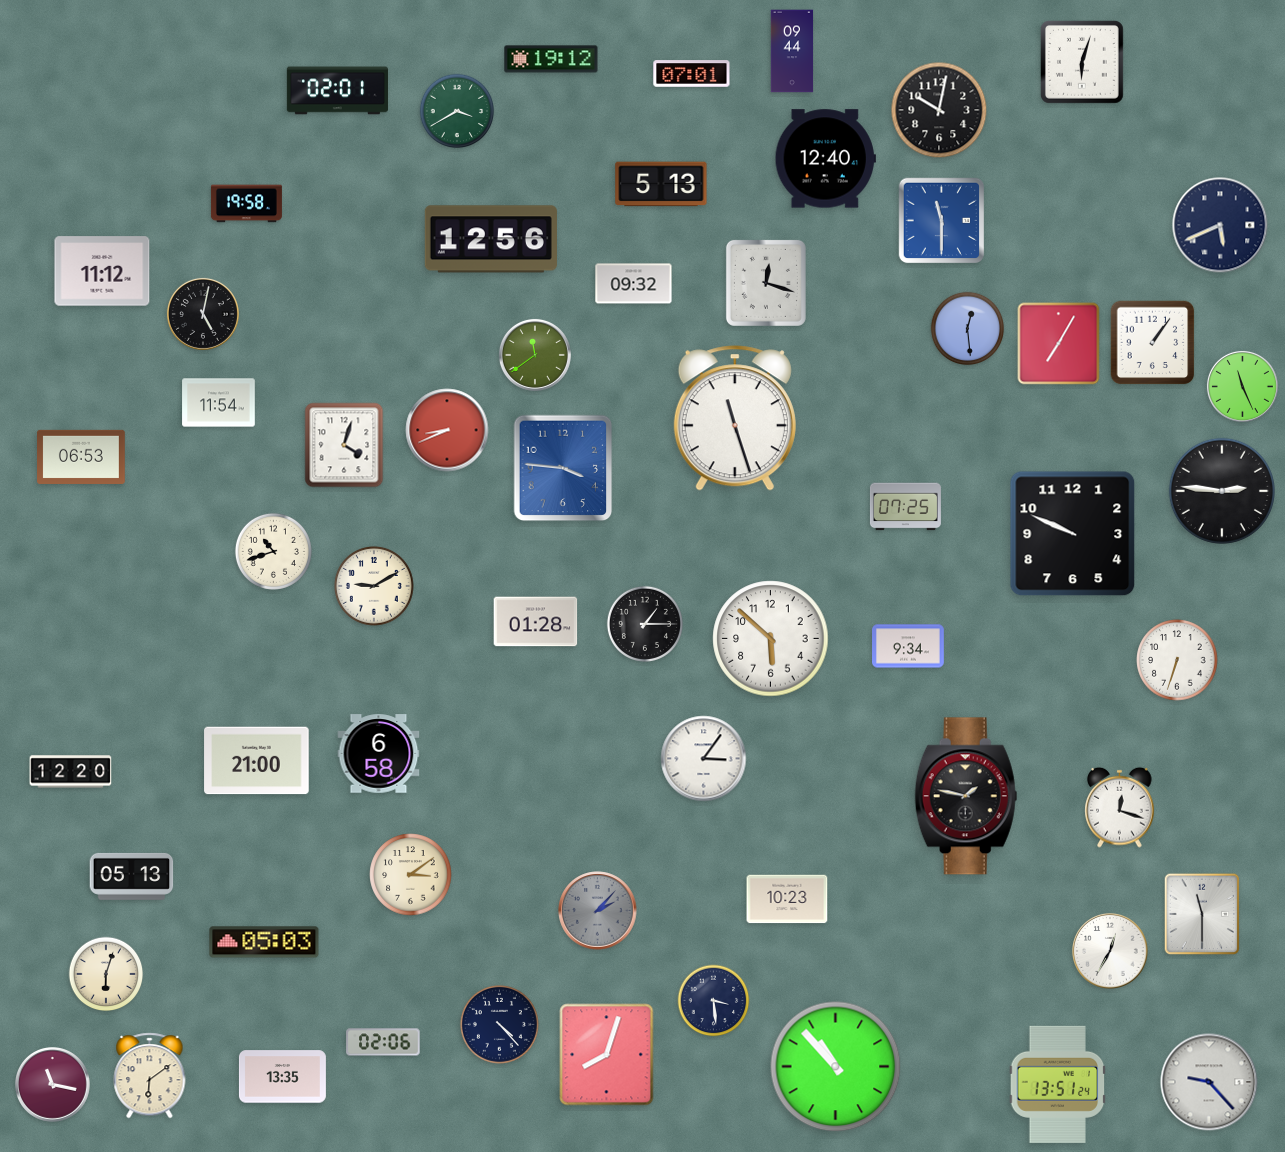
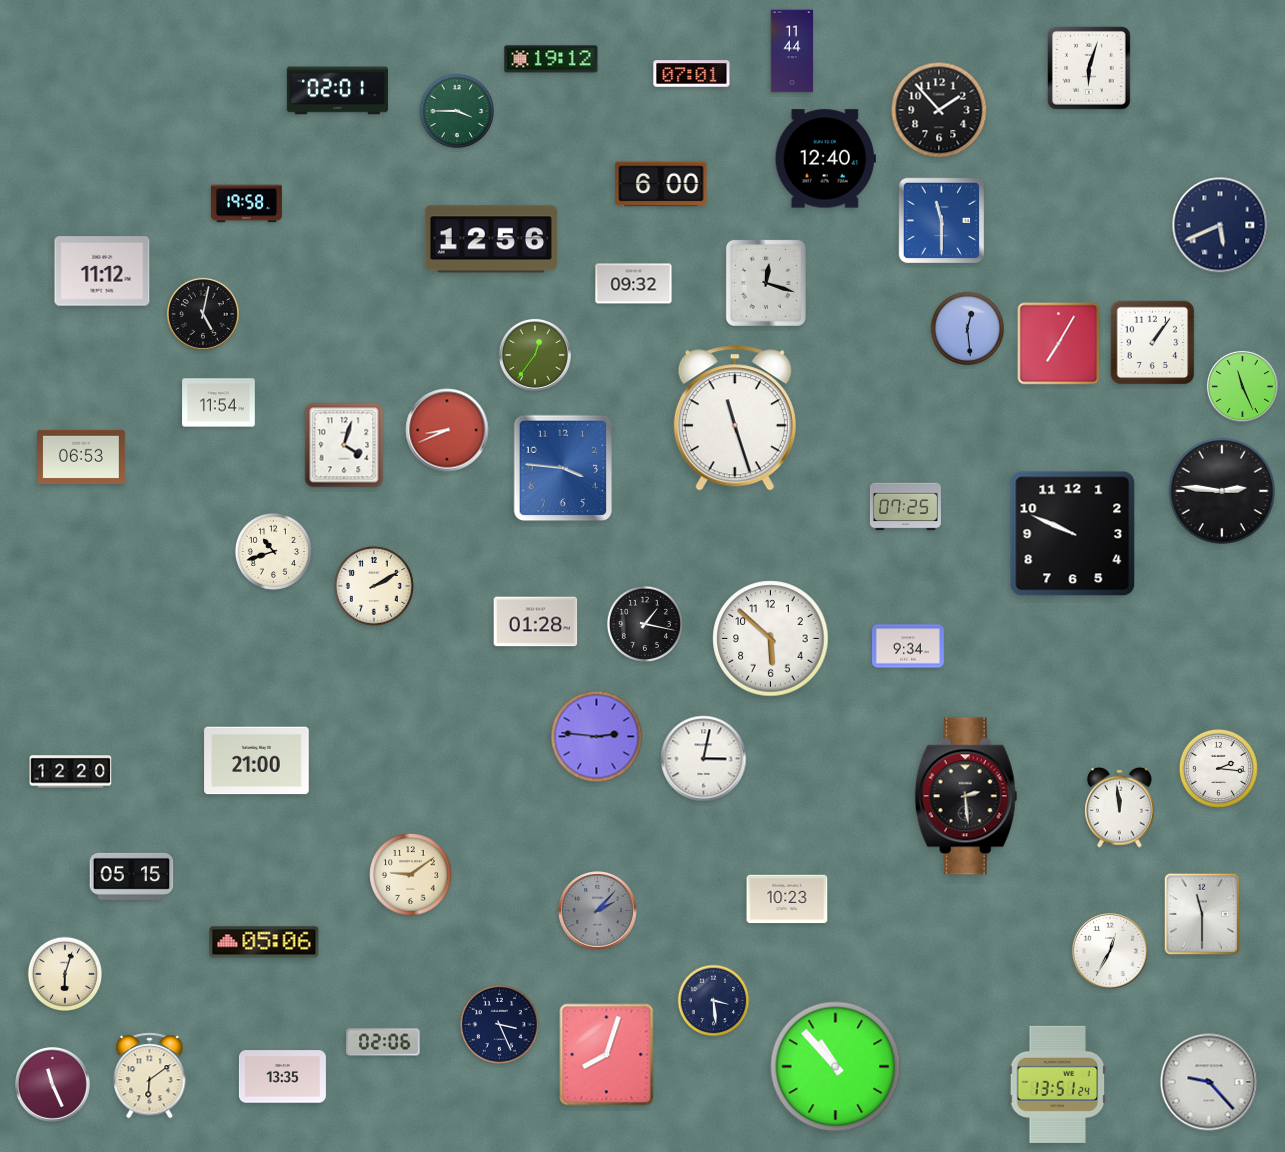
clock at (792, 51): 09:44 -> 11:44
clock at (1083, 63) position: (1083, 63) -> (1090, 69)
clock at (939, 110): 10:02 -> 1:53
clock at (457, 111): 3:40 -> 3:45
clock at (661, 184): 5:13 -> 6:00
clock at (535, 355): 11:39 -> 12:36
clock at (374, 586): 9:10 -> 2:10
clock at (645, 624): 1:15 -> 1:17
clock at (1177, 660): 6:33 -> none
clock at (597, 737): none -> 2:46
clock at (379, 754): 6:58 -> none
clock at (704, 759): 3:06 -> 3:02
clock at (1218, 768): none -> 2:16
clock at (966, 796): 1:47 -> 2:29
clock at (1120, 807): 12:18 -> 11:59
clock at (411, 875): 3:09 -> 9:09
clock at (132, 876): 05:13 -> 05:15
clock at (264, 942): 05:03 -> 05:06
clock at (106, 974) position: (106, 974) -> (65, 974)
clock at (499, 1024): 4:23 -> 3:26
clock at (53, 1085): 11:17 -> 11:26
